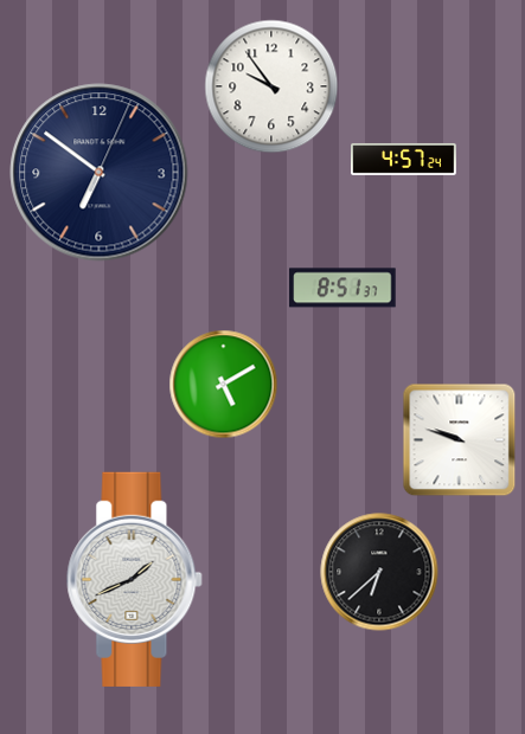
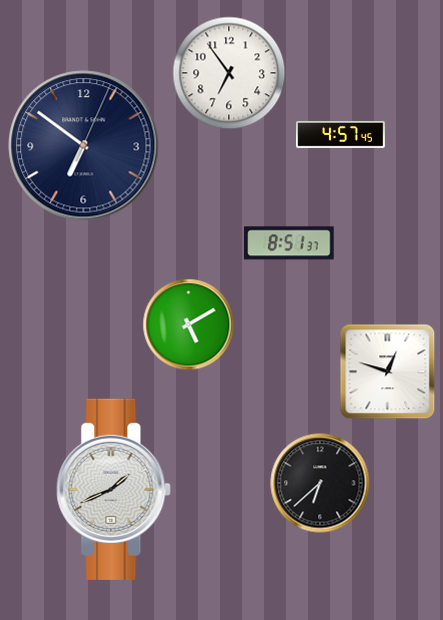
clock at (271, 86): 9:54 -> 6:54
clock at (404, 159): 4:57:24 -> 4:57:45
clock at (460, 440): 9:48 -> 12:48
